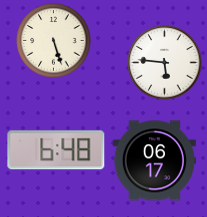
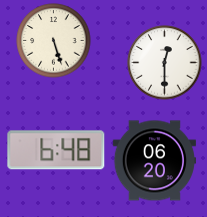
clock at (165, 63): 5:46 -> 12:30
clock at (154, 161): 06:17 -> 06:20
